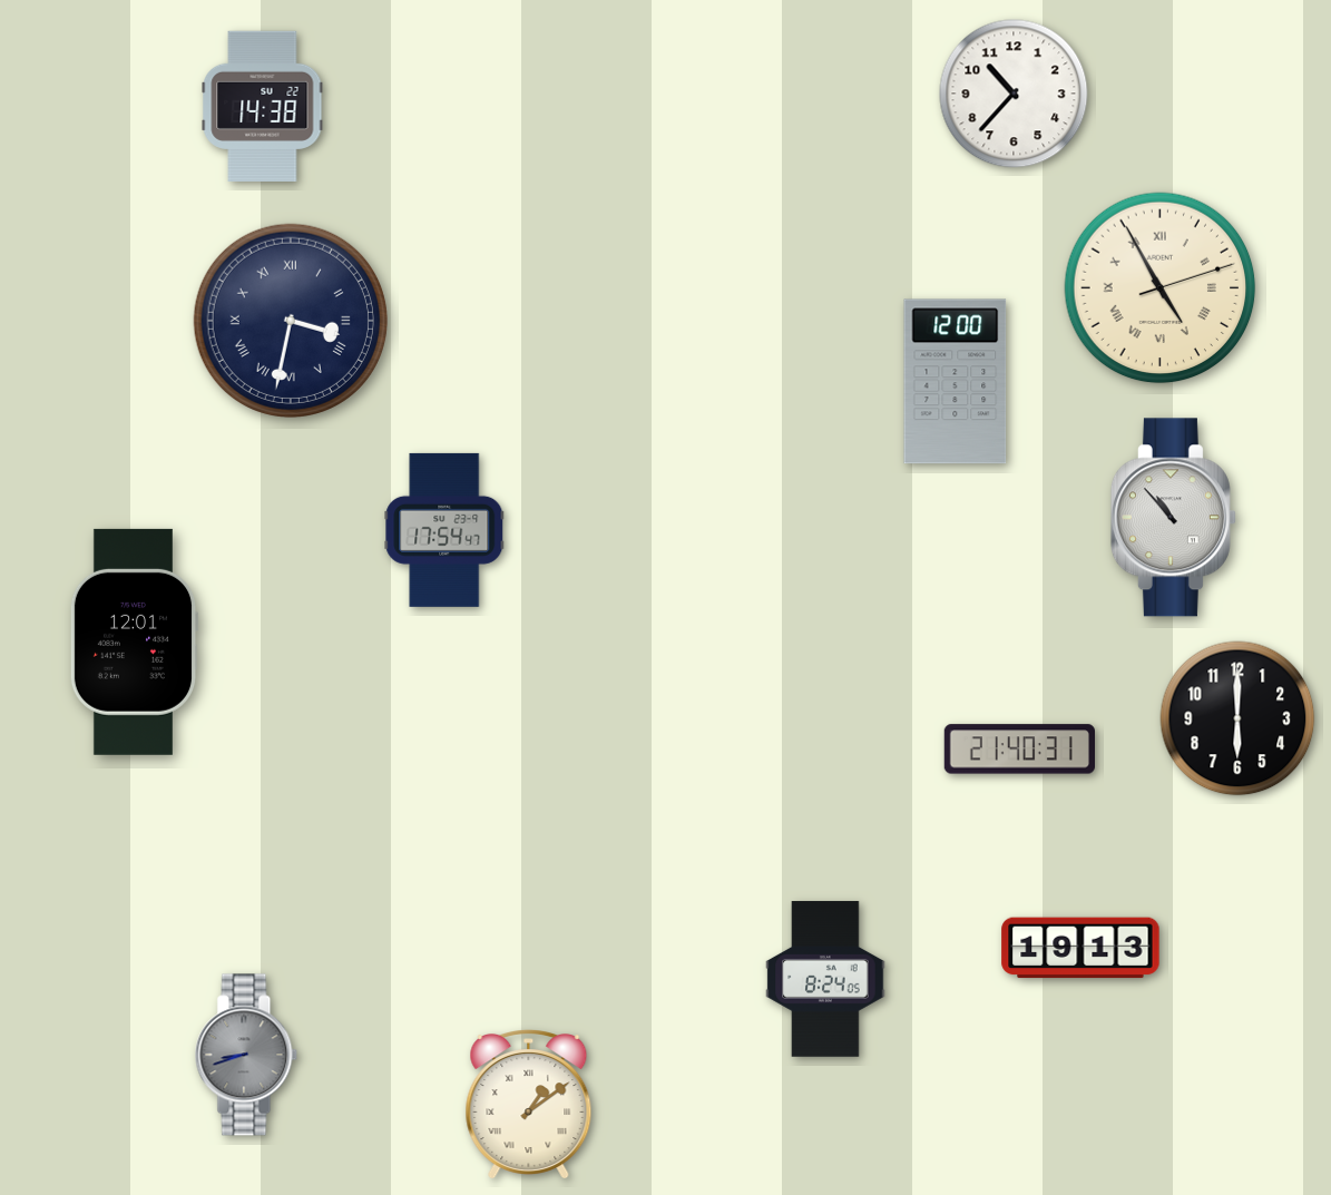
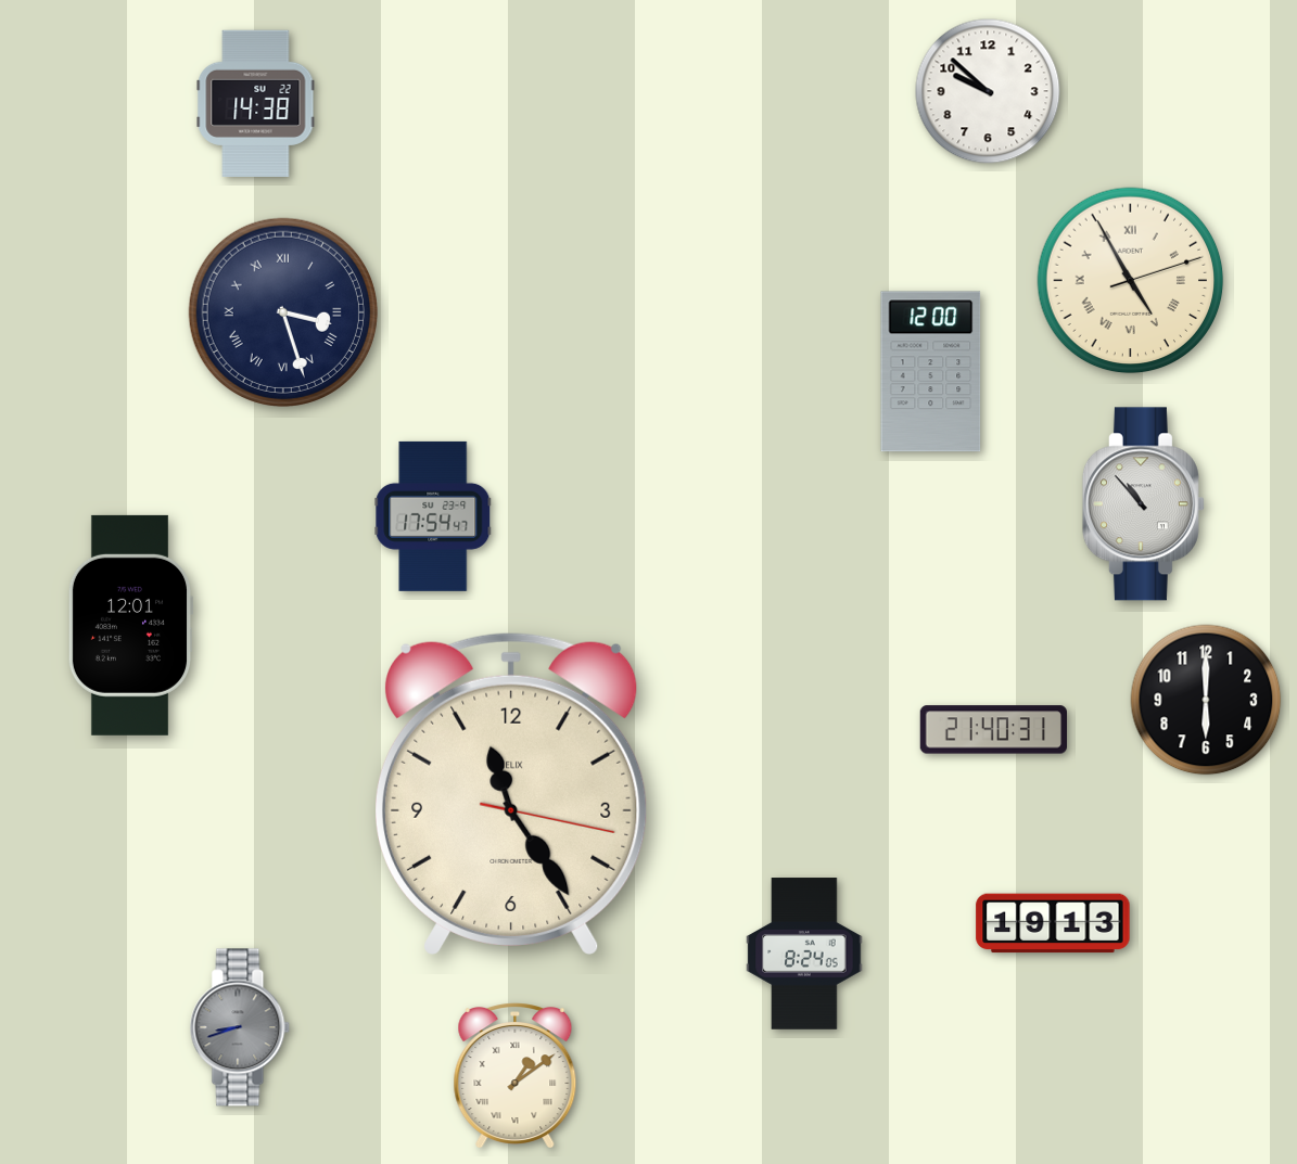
clock at (1014, 94): 10:37 -> 9:52
clock at (291, 321): 3:32 -> 3:27
clock at (512, 793): none -> 11:24
